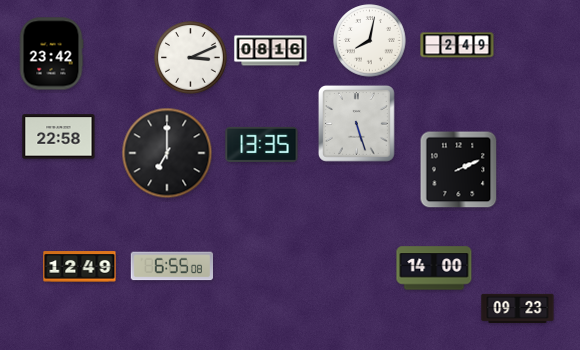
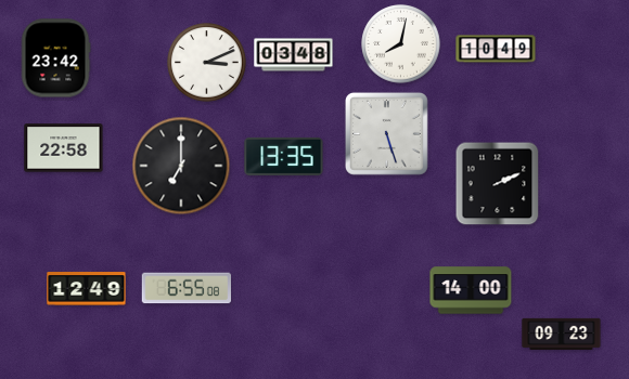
clock at (457, 45): 2:49 -> 10:49
clock at (271, 51): 08:16 -> 03:48
